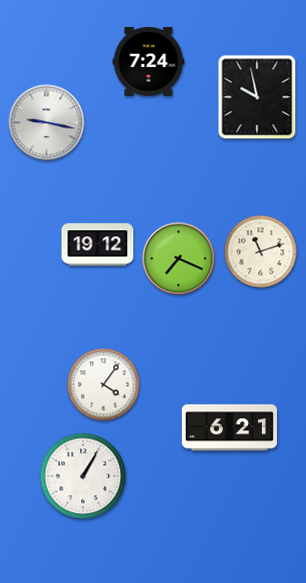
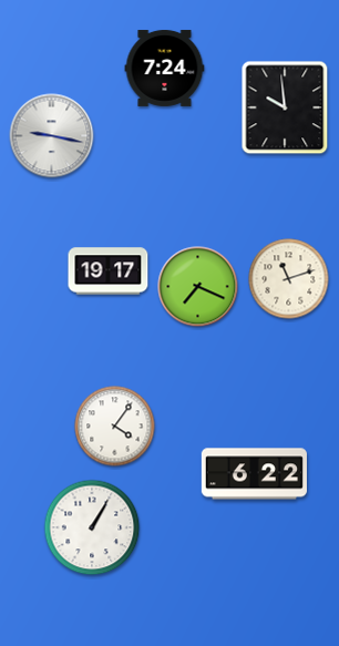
clock at (257, 97): 9:58 -> 9:59
clock at (98, 245): 19:12 -> 19:17
clock at (229, 428): 6:21 -> 6:22
